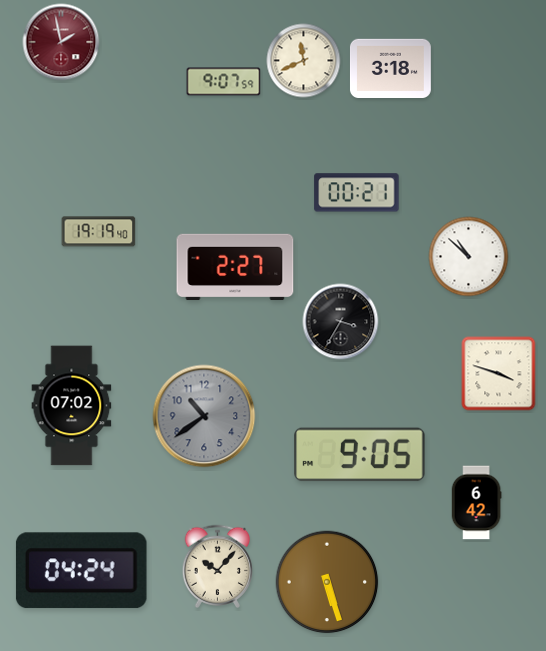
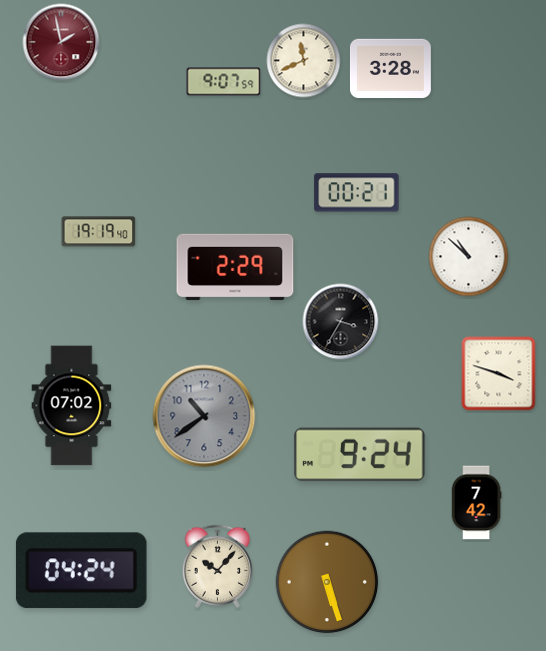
clock at (390, 68): 3:18 -> 3:28
clock at (235, 267): 2:27 -> 2:29
clock at (360, 455): 9:05 -> 9:24
clock at (476, 503): 6:42 -> 7:42
